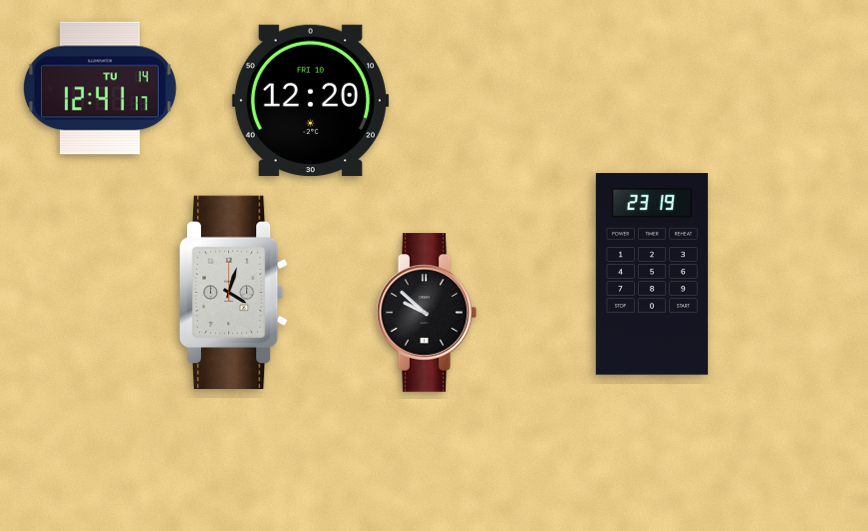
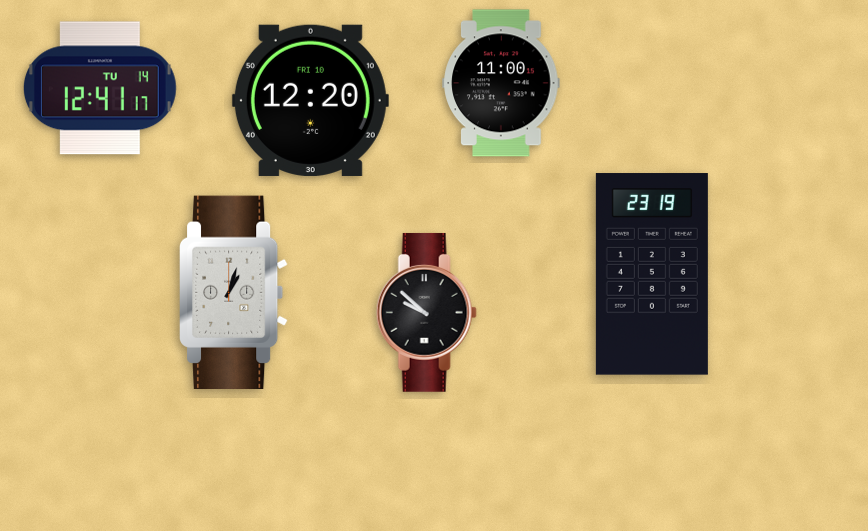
clock at (501, 83): none -> 11:00
clock at (234, 292): 4:03 -> 1:03
